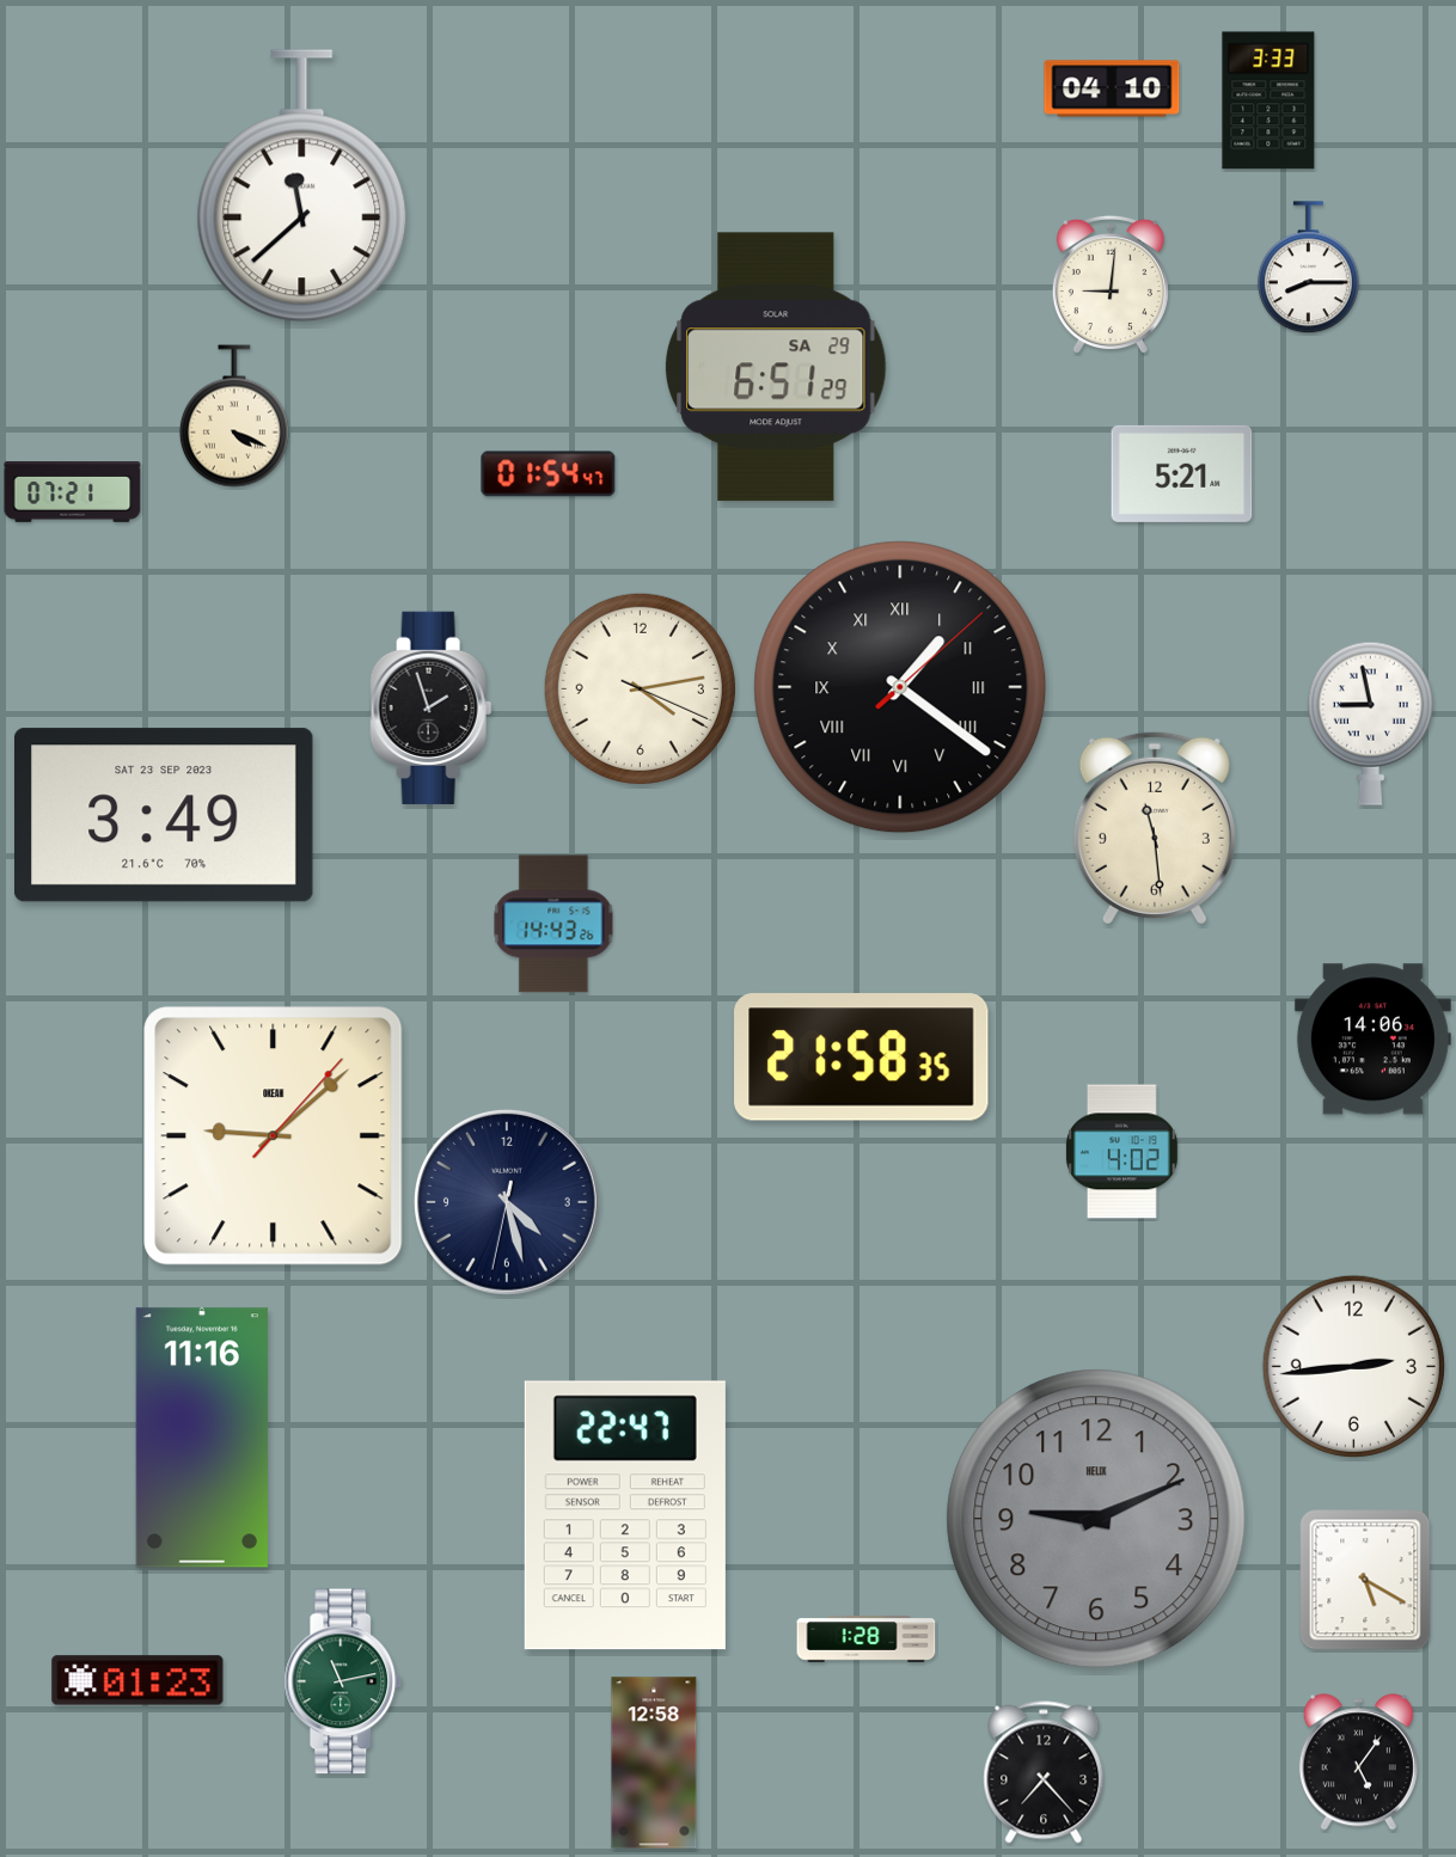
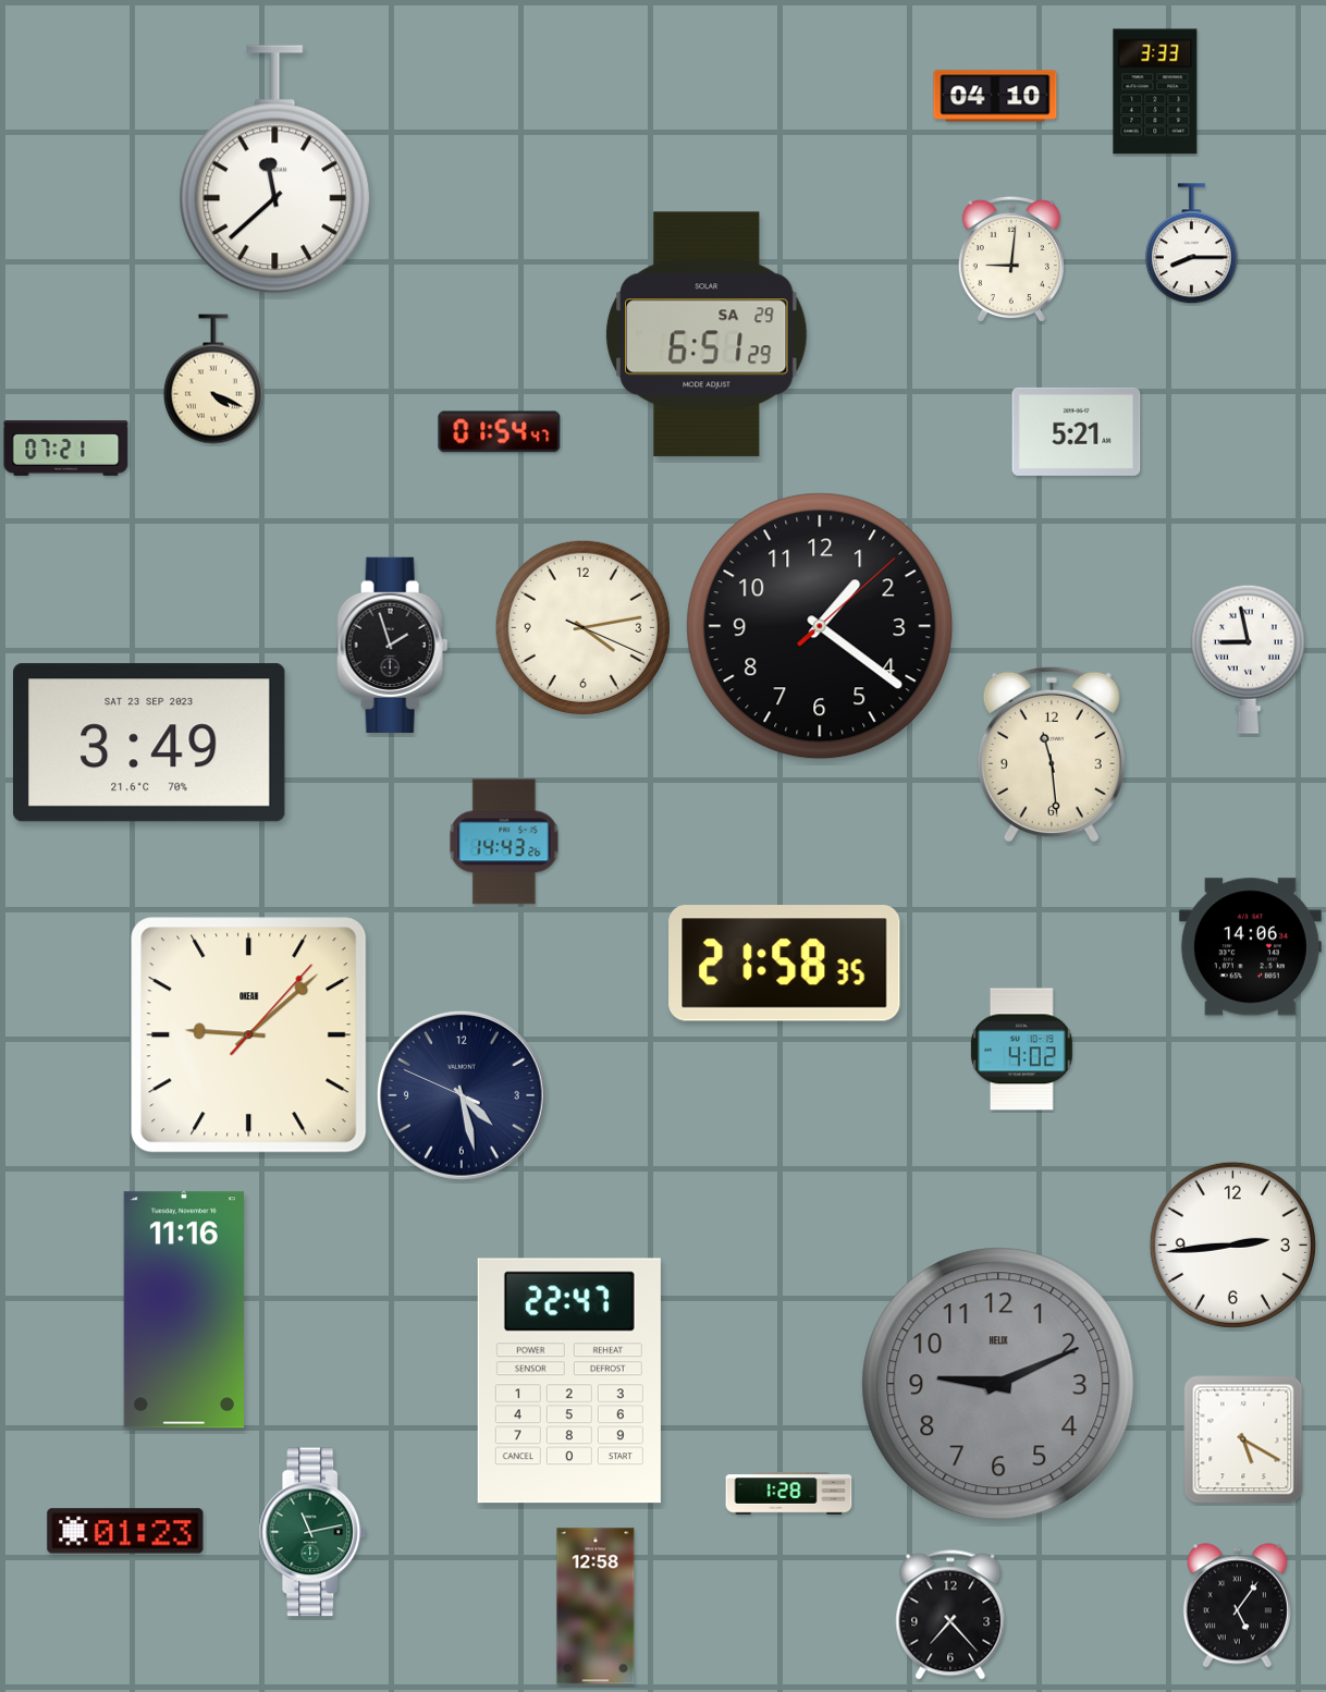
clock at (1112, 88) position: (1112, 88) -> (995, 96)
clock at (900, 687) numerals: Roman -> Arabic
clock at (507, 1202): 4:27:32 -> 4:27:49
